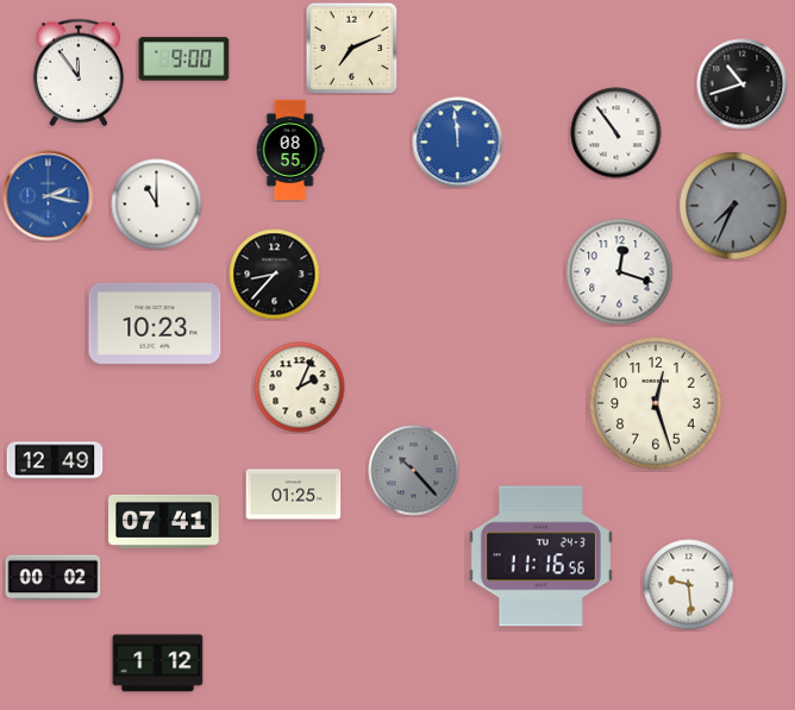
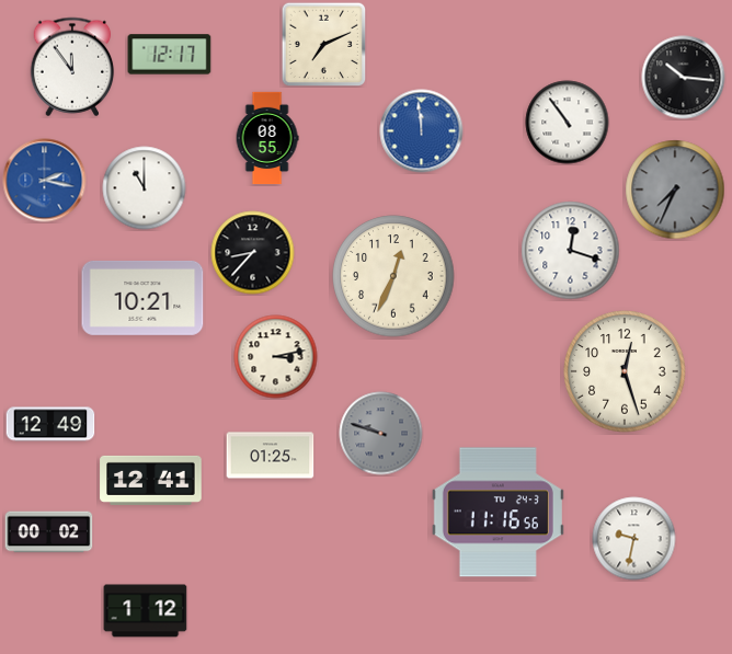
clock at (184, 59): 9:00 -> 12:17
clock at (743, 84): 10:42 -> 10:16
clock at (393, 276): none -> 12:34
clock at (155, 323): 10:23 -> 10:21
clock at (300, 388): 2:04 -> 3:13
clock at (656, 403) position: (656, 403) -> (625, 371)
clock at (414, 471): 10:23 -> 9:48
clock at (164, 521): 07:41 -> 12:41
clock at (689, 585): 9:29 -> 9:32
